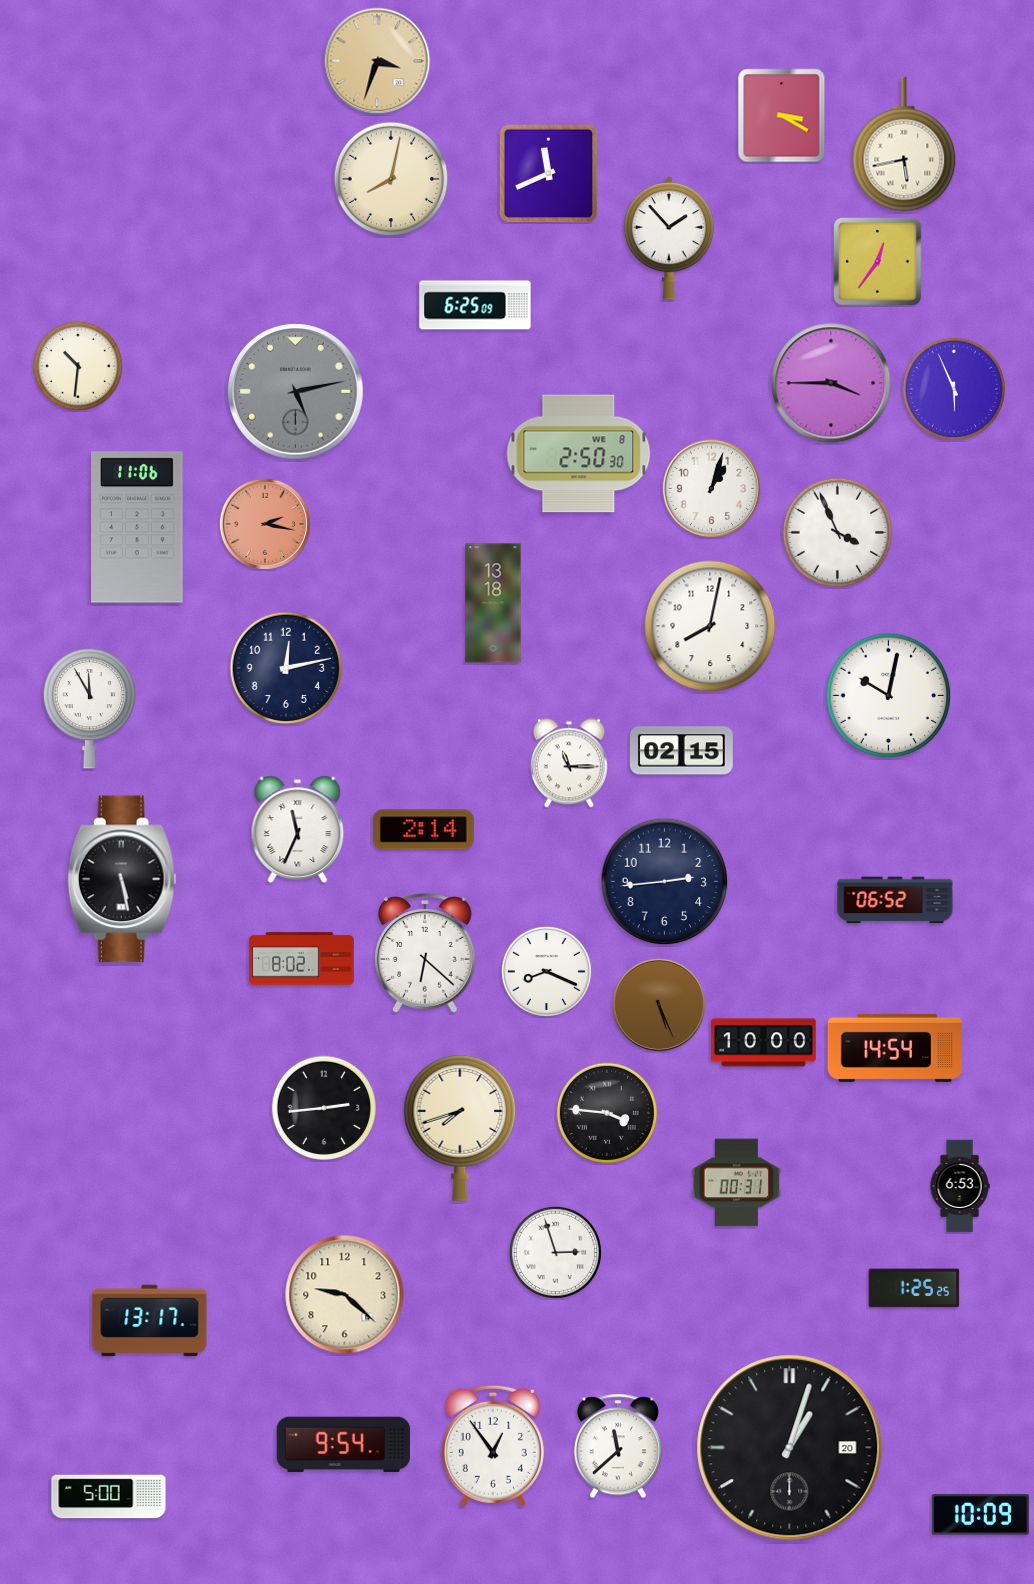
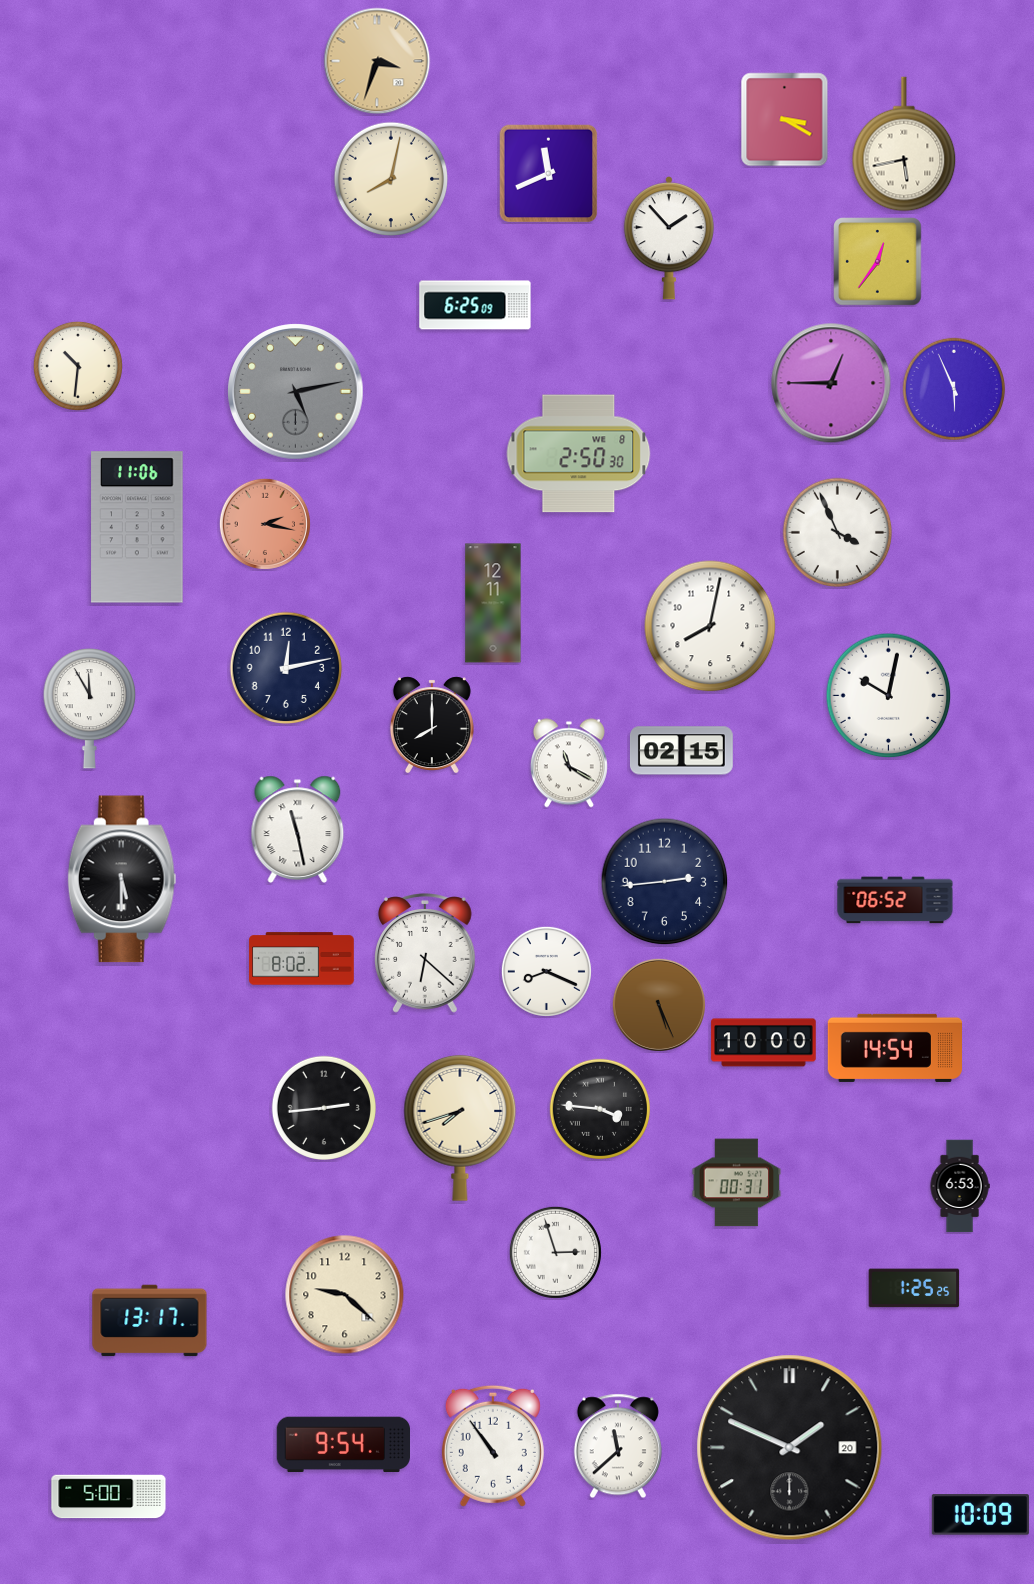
clock at (782, 116) position: (782, 116) -> (785, 120)
clock at (831, 383): 3:45 -> 12:45
clock at (712, 489): 1:03 -> none
clock at (493, 603): 13:18 -> 12:11
clock at (432, 725): none -> 8:00
clock at (569, 763): 11:15 -> 11:20
clock at (298, 829): 11:34 -> 11:28
clock at (423, 830): 2:14 -> none
clock at (122, 879): 5:28 -> 5:30
clock at (607, 1113) position: (607, 1113) -> (600, 1109)
clock at (493, 1446): 12:54 -> 10:54
clock at (790, 1448): 1:03 -> 1:49
